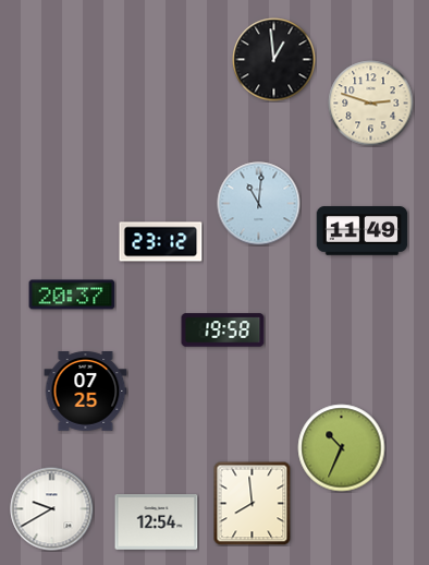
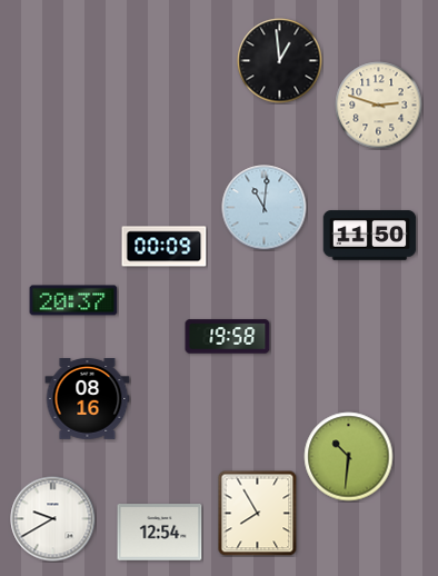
clock at (363, 231): 11:49 -> 11:50
clock at (161, 242): 23:12 -> 00:09
clock at (86, 392): 07:25 -> 08:16
clock at (342, 448): 10:34 -> 10:31
clock at (253, 503): 7:59 -> 7:55
